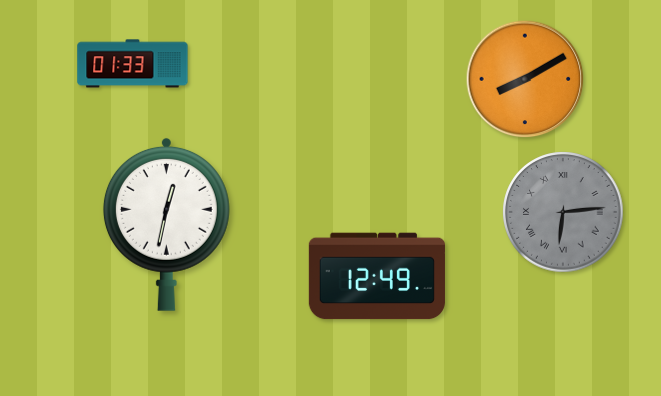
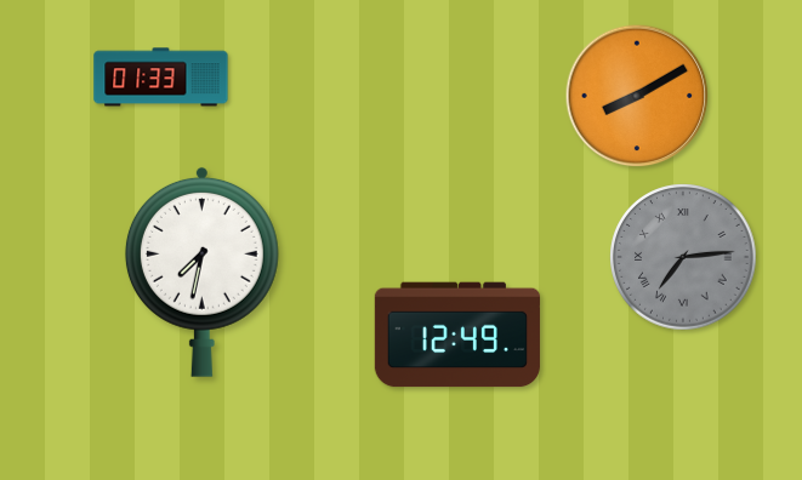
clock at (563, 212): 6:14 -> 7:14
clock at (166, 224): 12:32 -> 7:32
